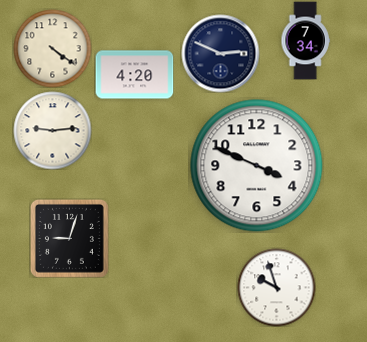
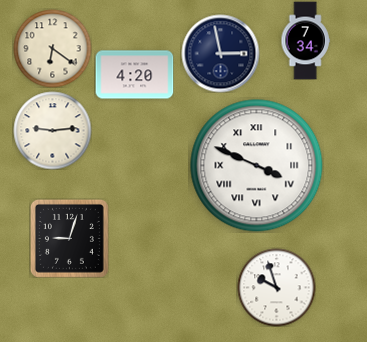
clock at (52, 48): 4:21 -> 6:21
clock at (220, 53): 2:49 -> 2:58
clock at (257, 166) numerals: Arabic -> Roman
